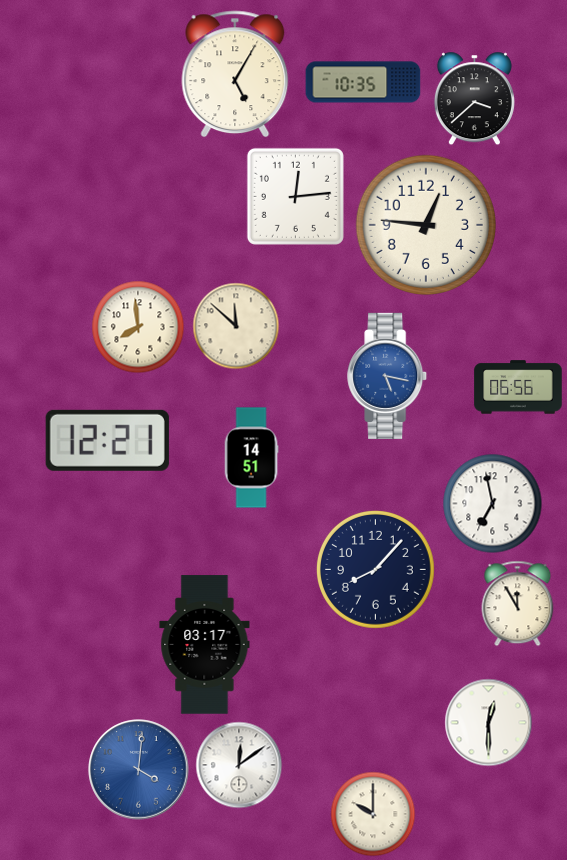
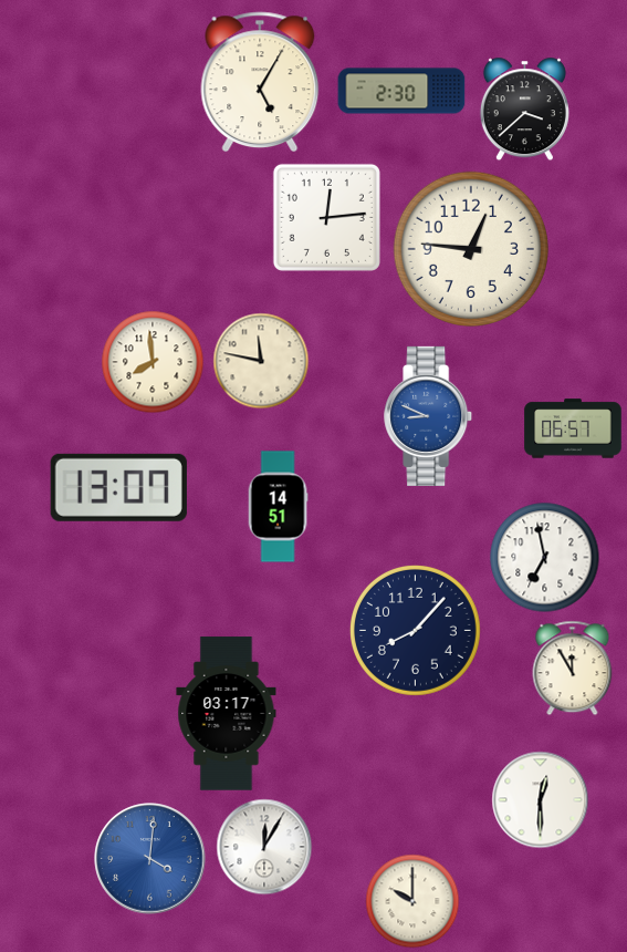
clock at (363, 82): 10:35 -> 2:30
clock at (236, 326): 11:52 -> 11:47
clock at (388, 376): 5:17 -> 8:49
clock at (518, 387): 06:56 -> 06:57
clock at (107, 440): 12:21 -> 13:07
clock at (239, 765): 12:09 -> 12:05
clock at (139, 770) position: (139, 770) -> (150, 859)
